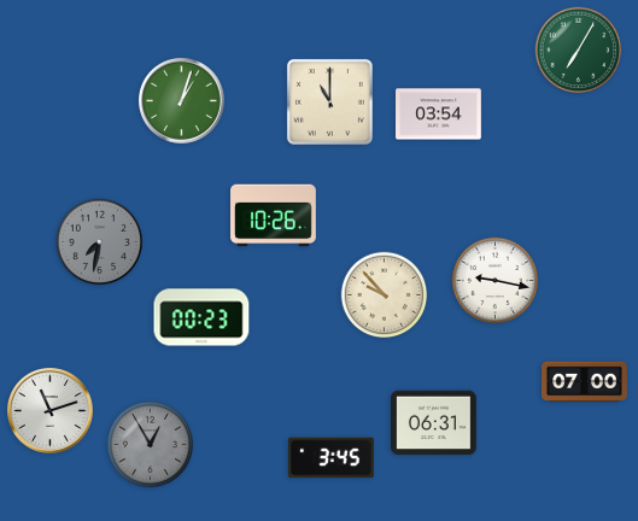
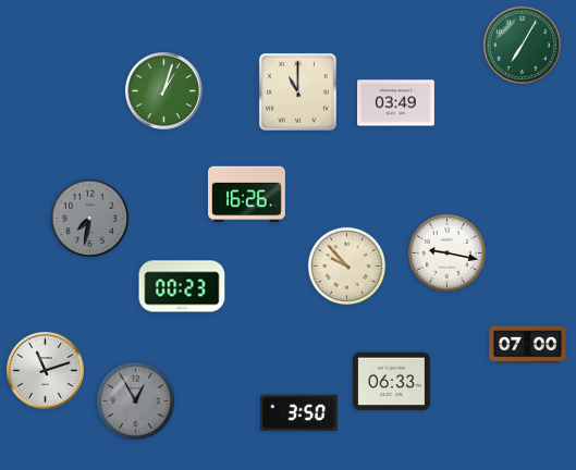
clock at (439, 115): 03:54 -> 03:49
clock at (274, 216): 10:26 -> 16:26
clock at (434, 423): 06:31 -> 06:33
clock at (332, 458): 3:45 -> 3:50
